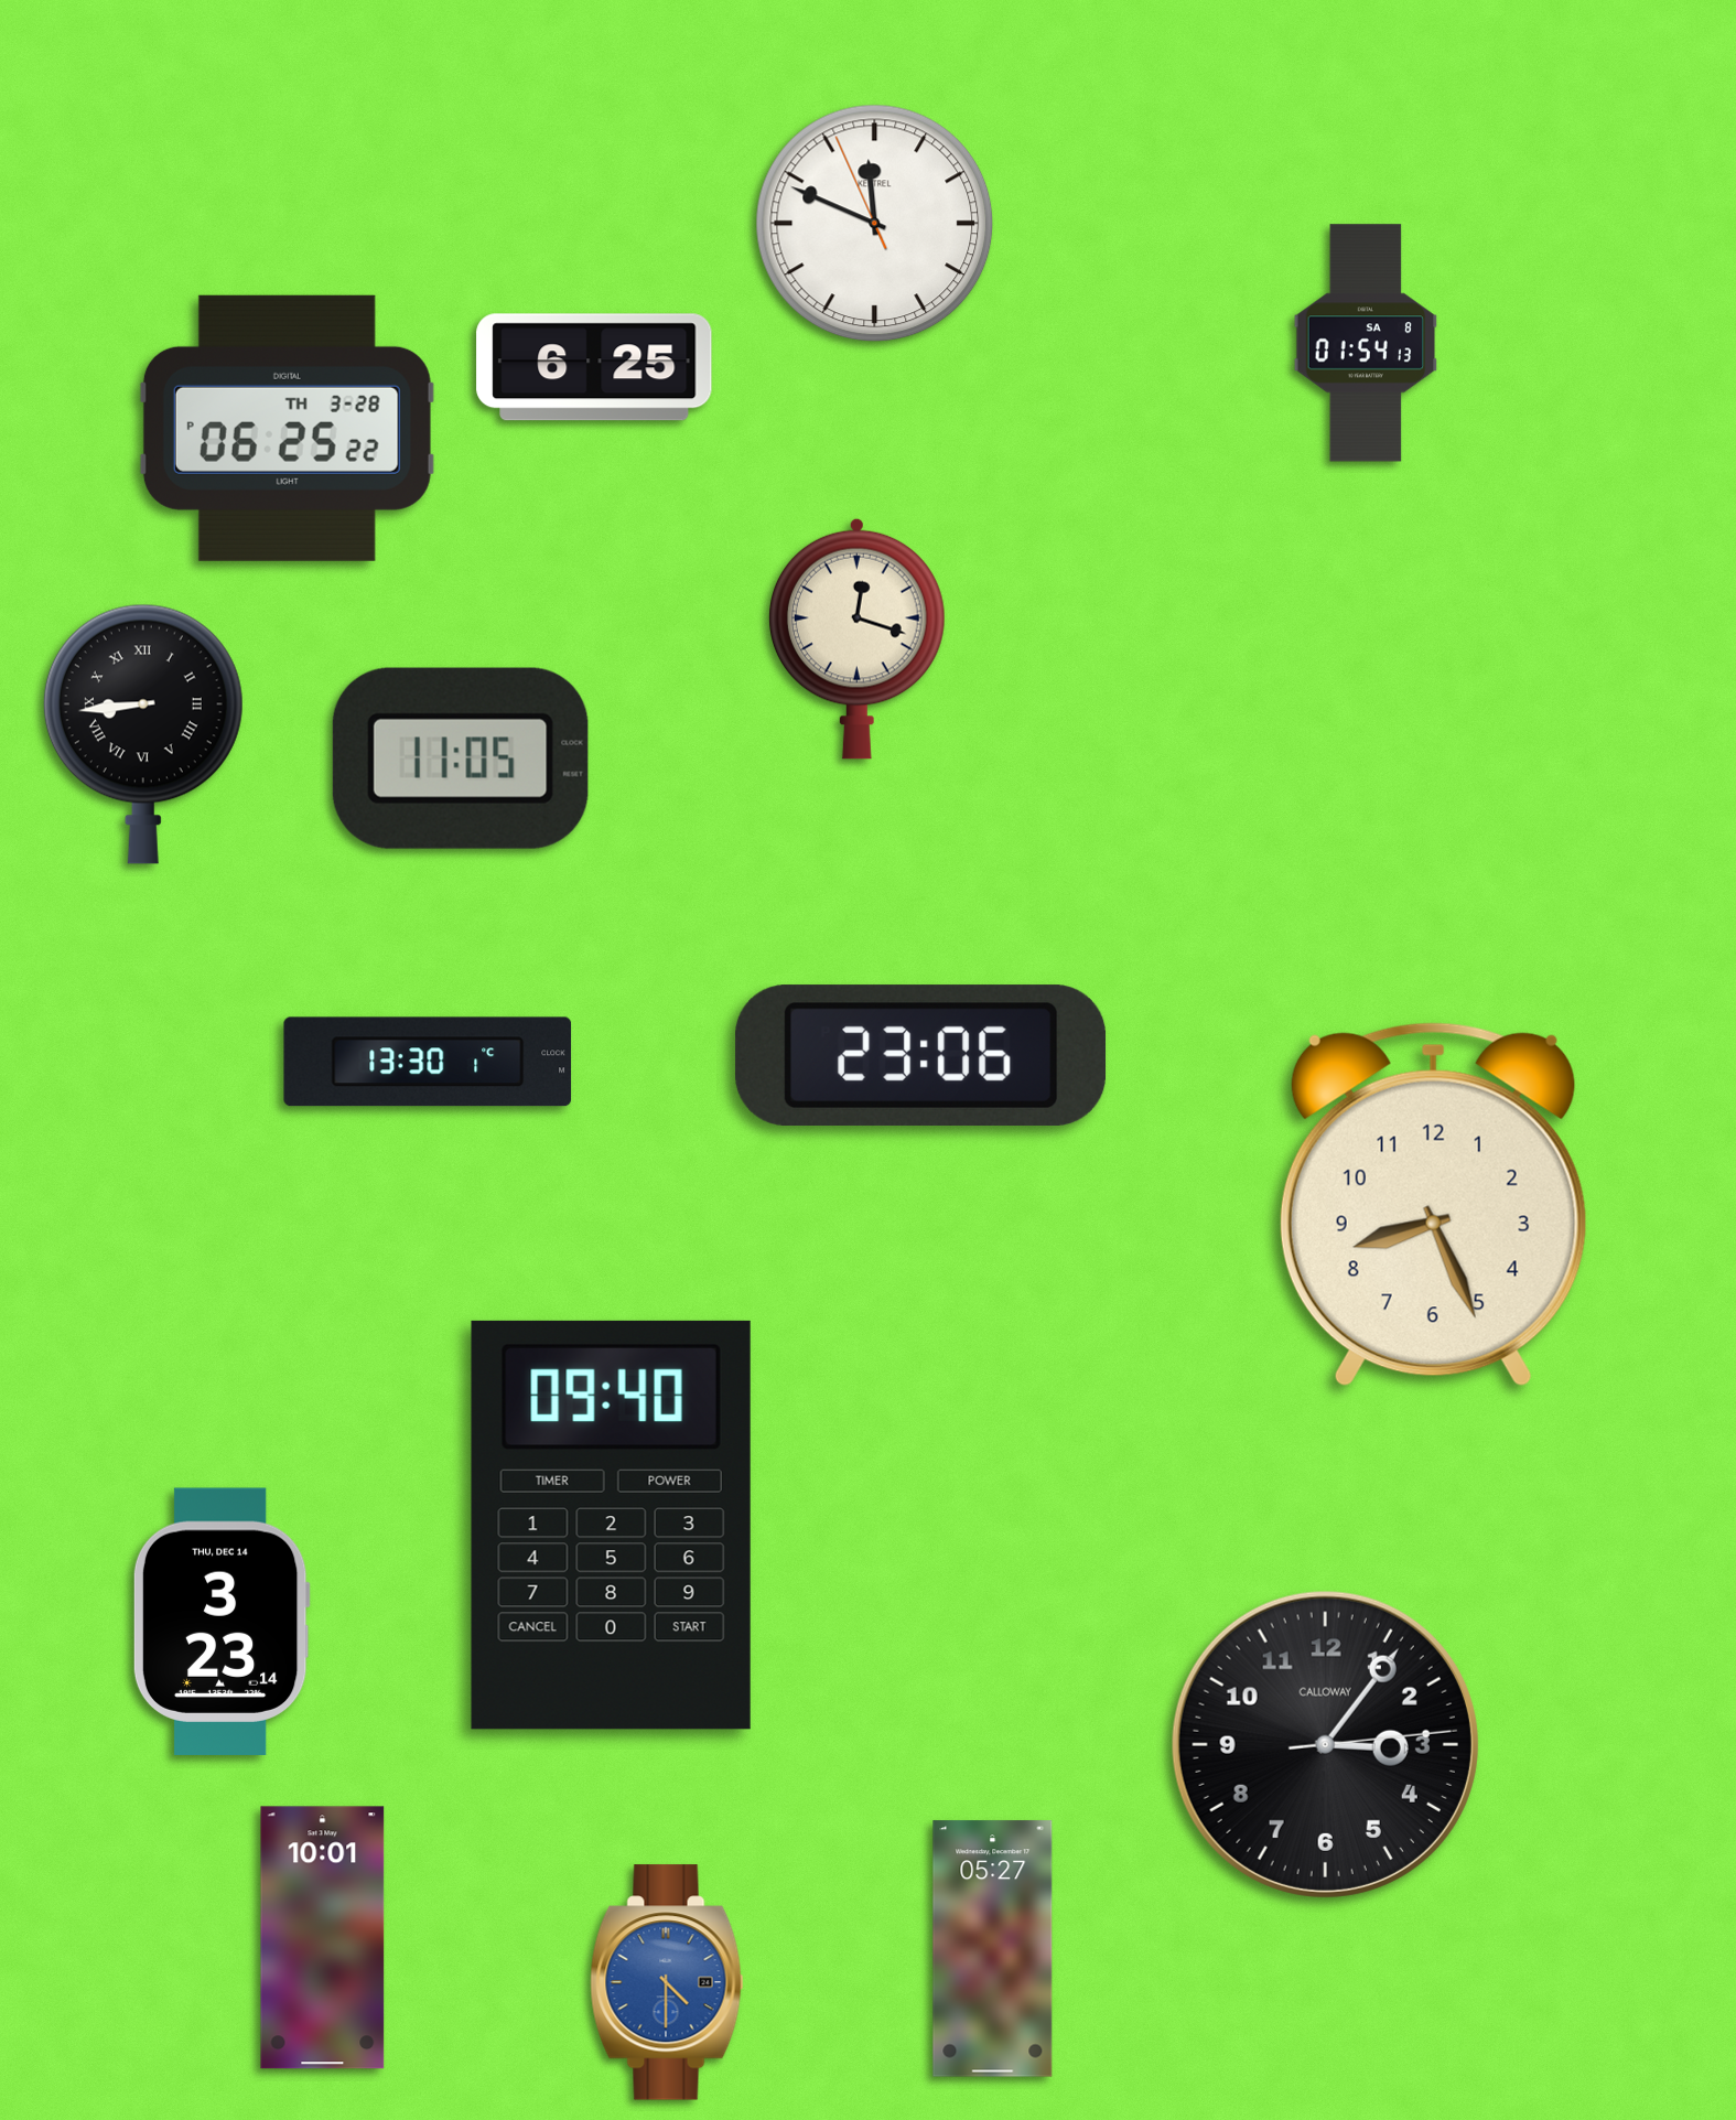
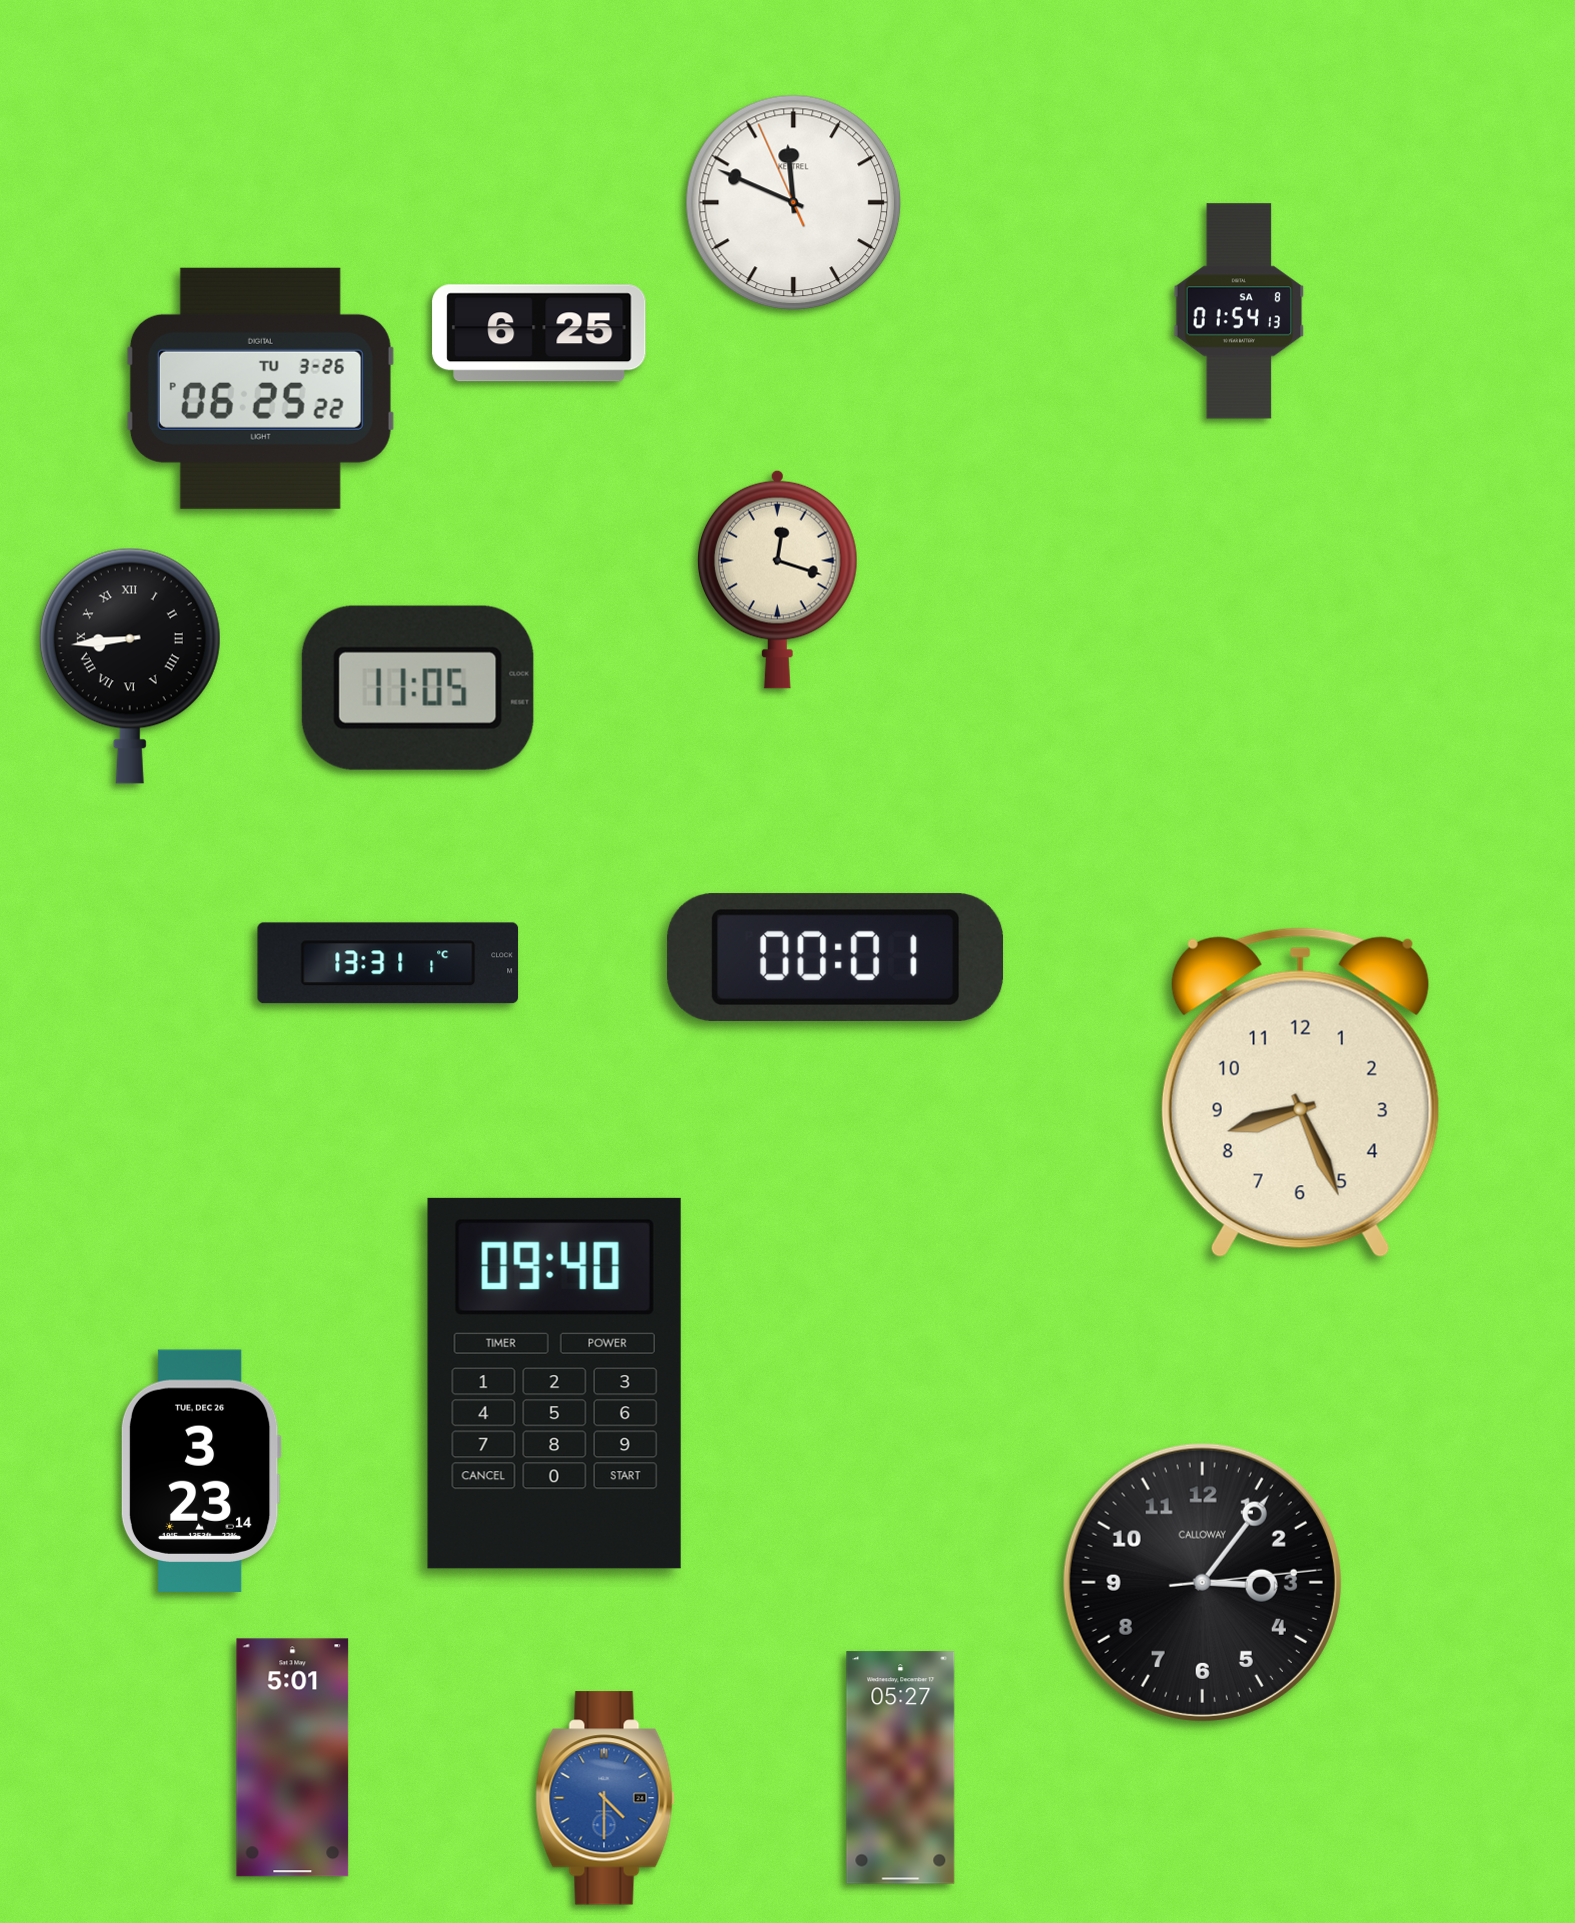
clock at (287, 428) date: TH 3-28 -> TU 3-26
clock at (921, 1055): 23:06 -> 00:01
clock at (428, 1062): 13:30 -> 13:31
clock at (222, 1622) date: THU, DEC 14 -> TUE, DEC 26
clock at (323, 1938): 10:01 -> 5:01
